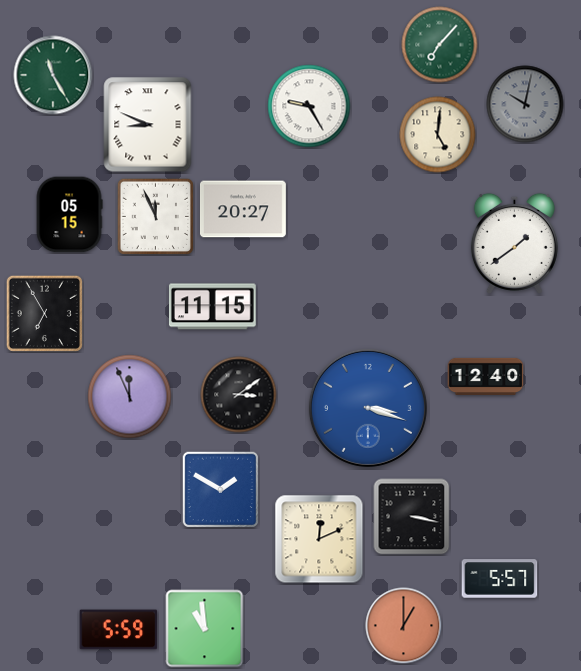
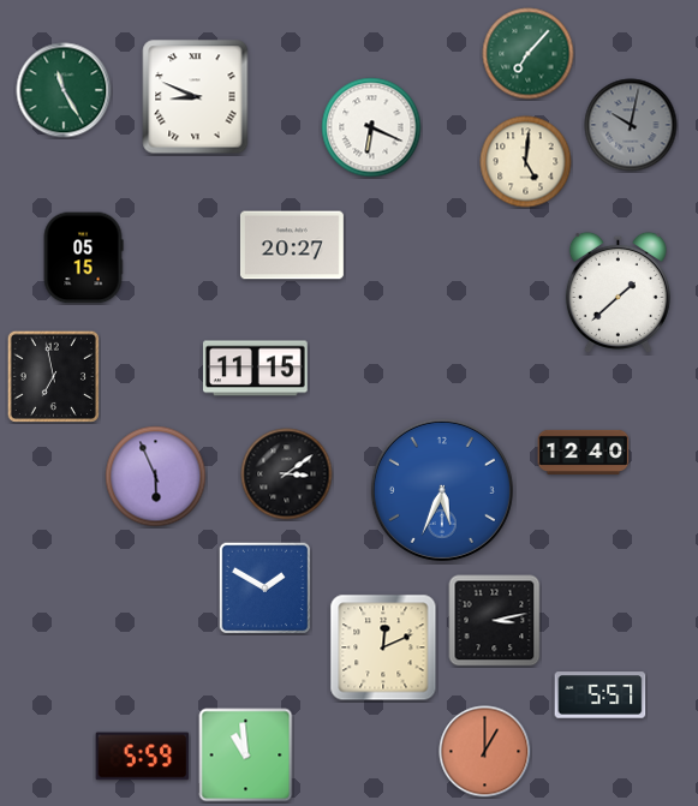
clock at (309, 106): 9:25 -> 6:19
clock at (148, 125) position: (148, 125) -> (196, 97)
clock at (243, 209) position: (243, 209) -> (292, 245)
clock at (155, 216): 11:56 -> none
clock at (514, 243): 1:39 -> 1:38
clock at (44, 313): 6:55 -> 6:58
clock at (130, 397): 11:56 -> 5:56
clock at (368, 408): 3:18 -> 5:34
clock at (412, 517): 3:17 -> 3:13
